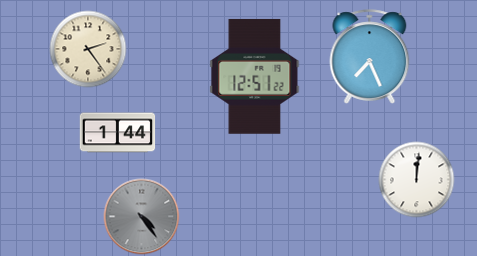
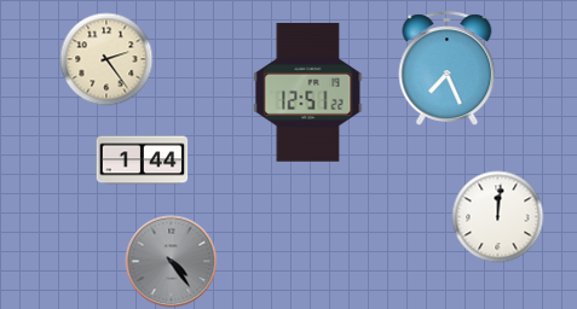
clock at (417, 180) position: (417, 180) -> (498, 217)
